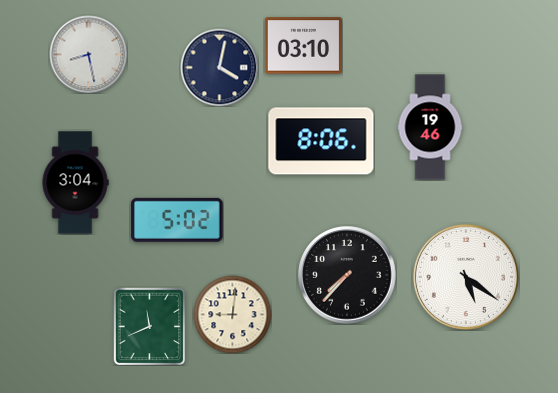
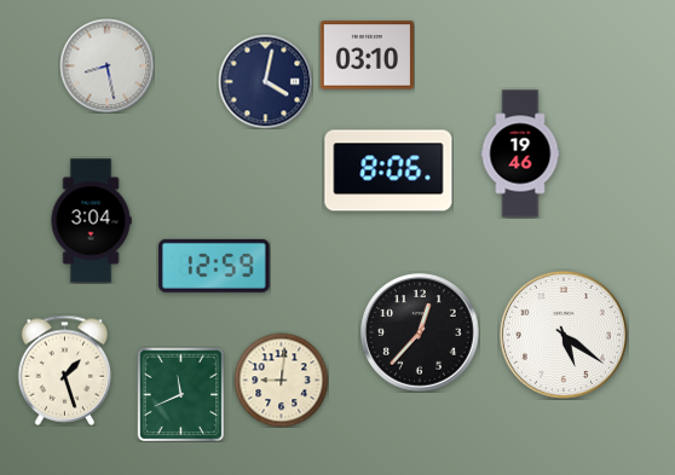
clock at (177, 220): 5:02 -> 12:59
clock at (347, 275): 7:37 -> 12:37
clock at (65, 370): none -> 1:27
